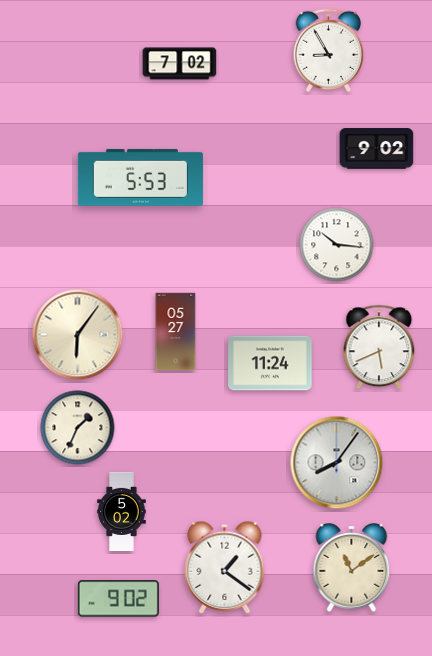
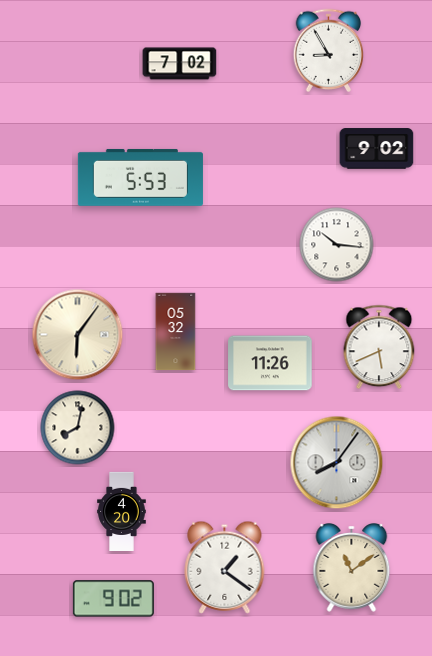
clock at (176, 332): 05:27 -> 05:32
clock at (270, 363): 11:24 -> 11:26
clock at (78, 428): 1:34 -> 8:02
clock at (122, 511): 5:02 -> 4:20
clock at (118, 599) position: (118, 599) -> (113, 599)
